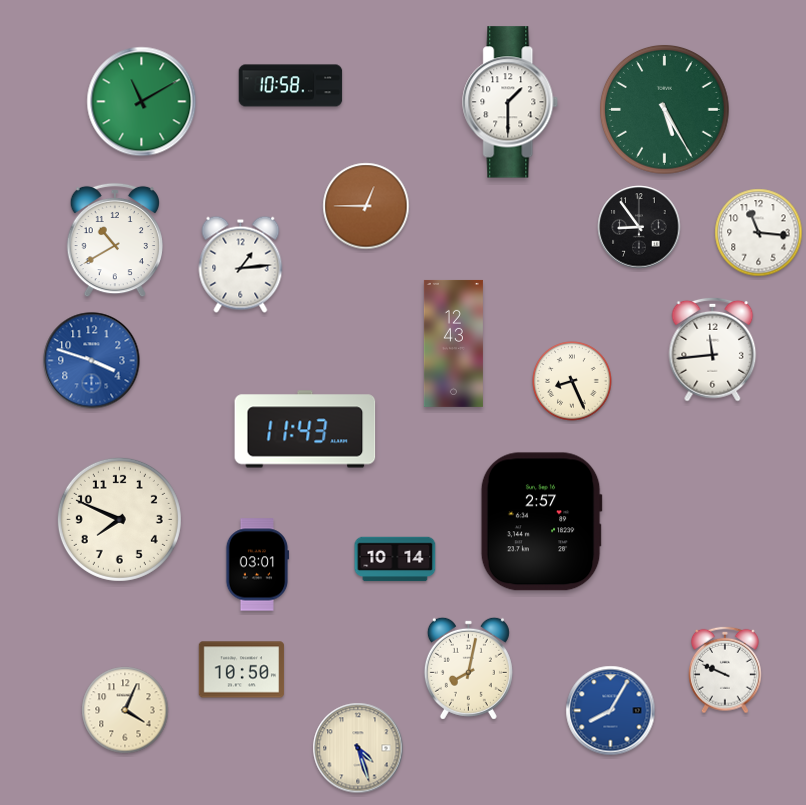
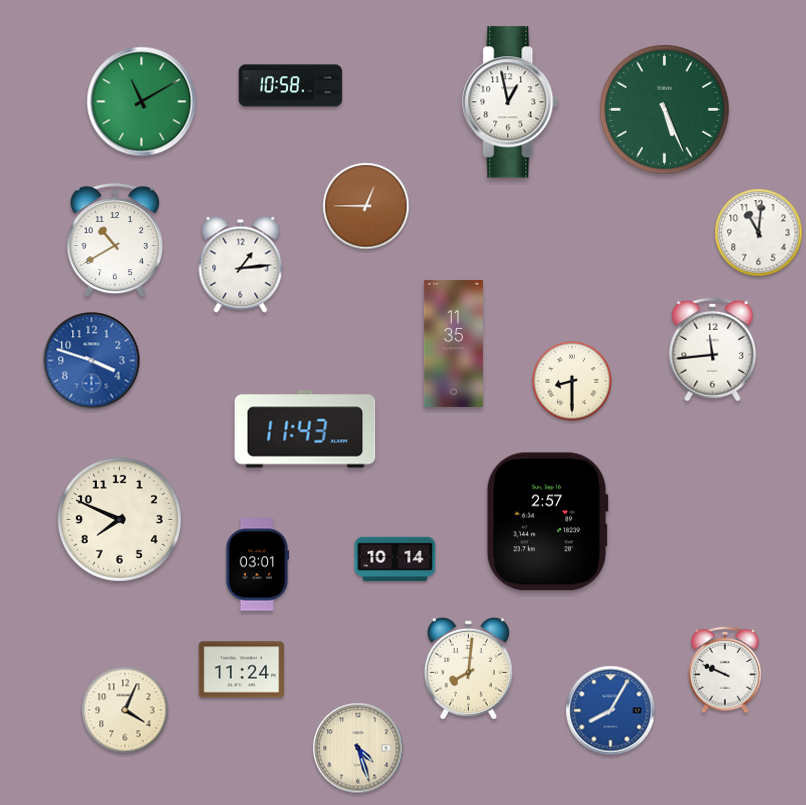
clock at (511, 102): 1:30 -> 12:58
clock at (664, 109): 5:25 -> 5:26
clock at (639, 227): 8:54 -> none
clock at (759, 233): 11:16 -> 11:01
clock at (453, 343): 12:43 -> 11:35
clock at (572, 381): 8:26 -> 8:30
clock at (541, 522) position: (541, 522) -> (547, 522)
clock at (468, 668): 8:02 -> 8:01
clock at (242, 670): 10:50 -> 11:24
